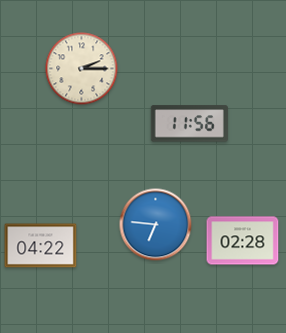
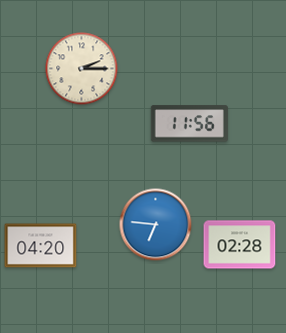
clock at (243, 241) position: (243, 241) -> (240, 245)
clock at (41, 246): 04:22 -> 04:20
